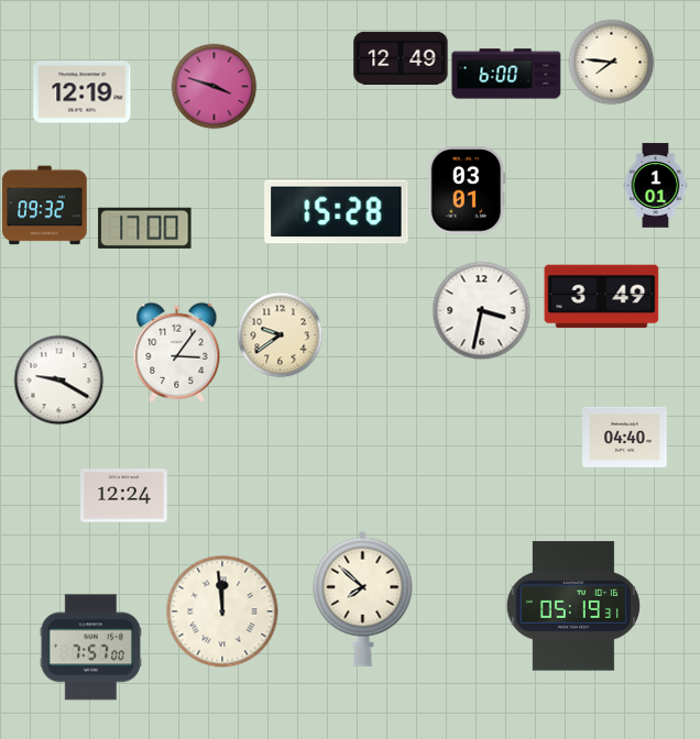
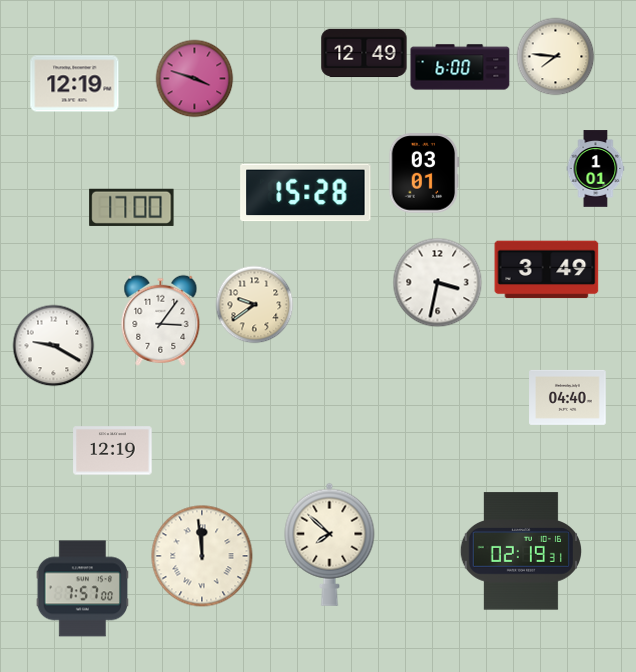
clock at (45, 206): 09:32 -> none
clock at (124, 496): 12:24 -> 12:19
clock at (572, 606): 05:19 -> 02:19
